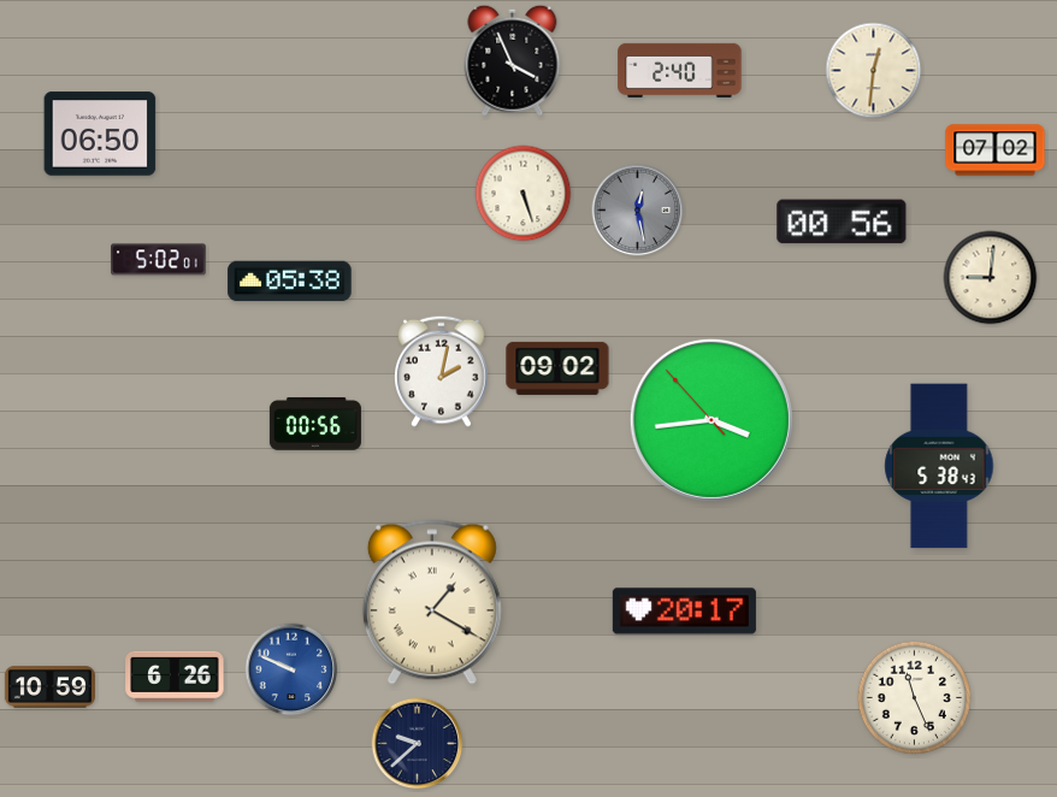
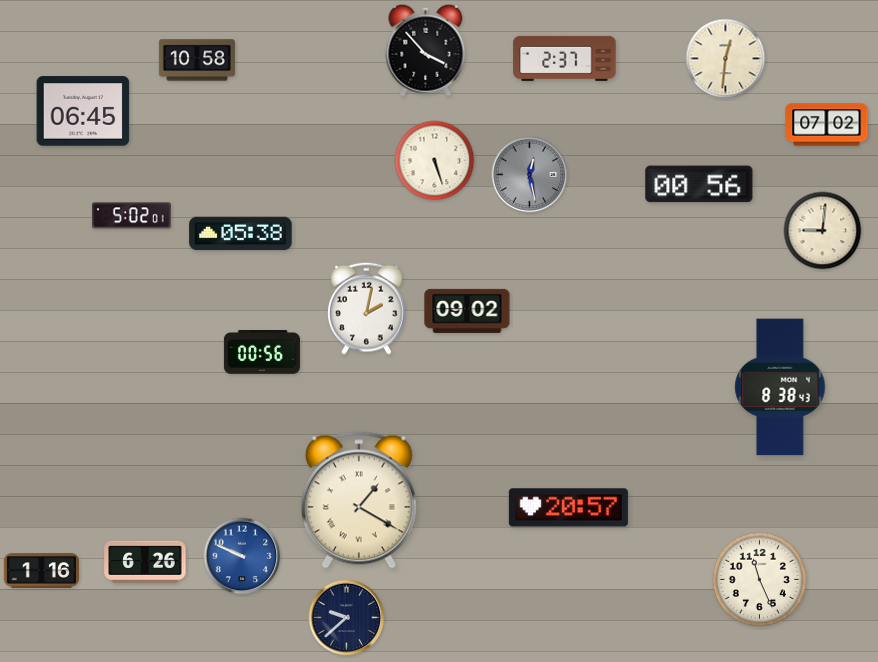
clock at (513, 60): 3:56 -> 3:53
clock at (680, 70): 2:40 -> 2:37
clock at (197, 60): none -> 10:58
clock at (100, 134): 06:50 -> 06:45
clock at (557, 368) position: (557, 368) -> (467, 311)
clock at (711, 420): 3:43 -> none
clock at (939, 466): 5:38 -> 8:38
clock at (684, 612): 20:17 -> 20:57
clock at (49, 687): 10:59 -> 1:16
